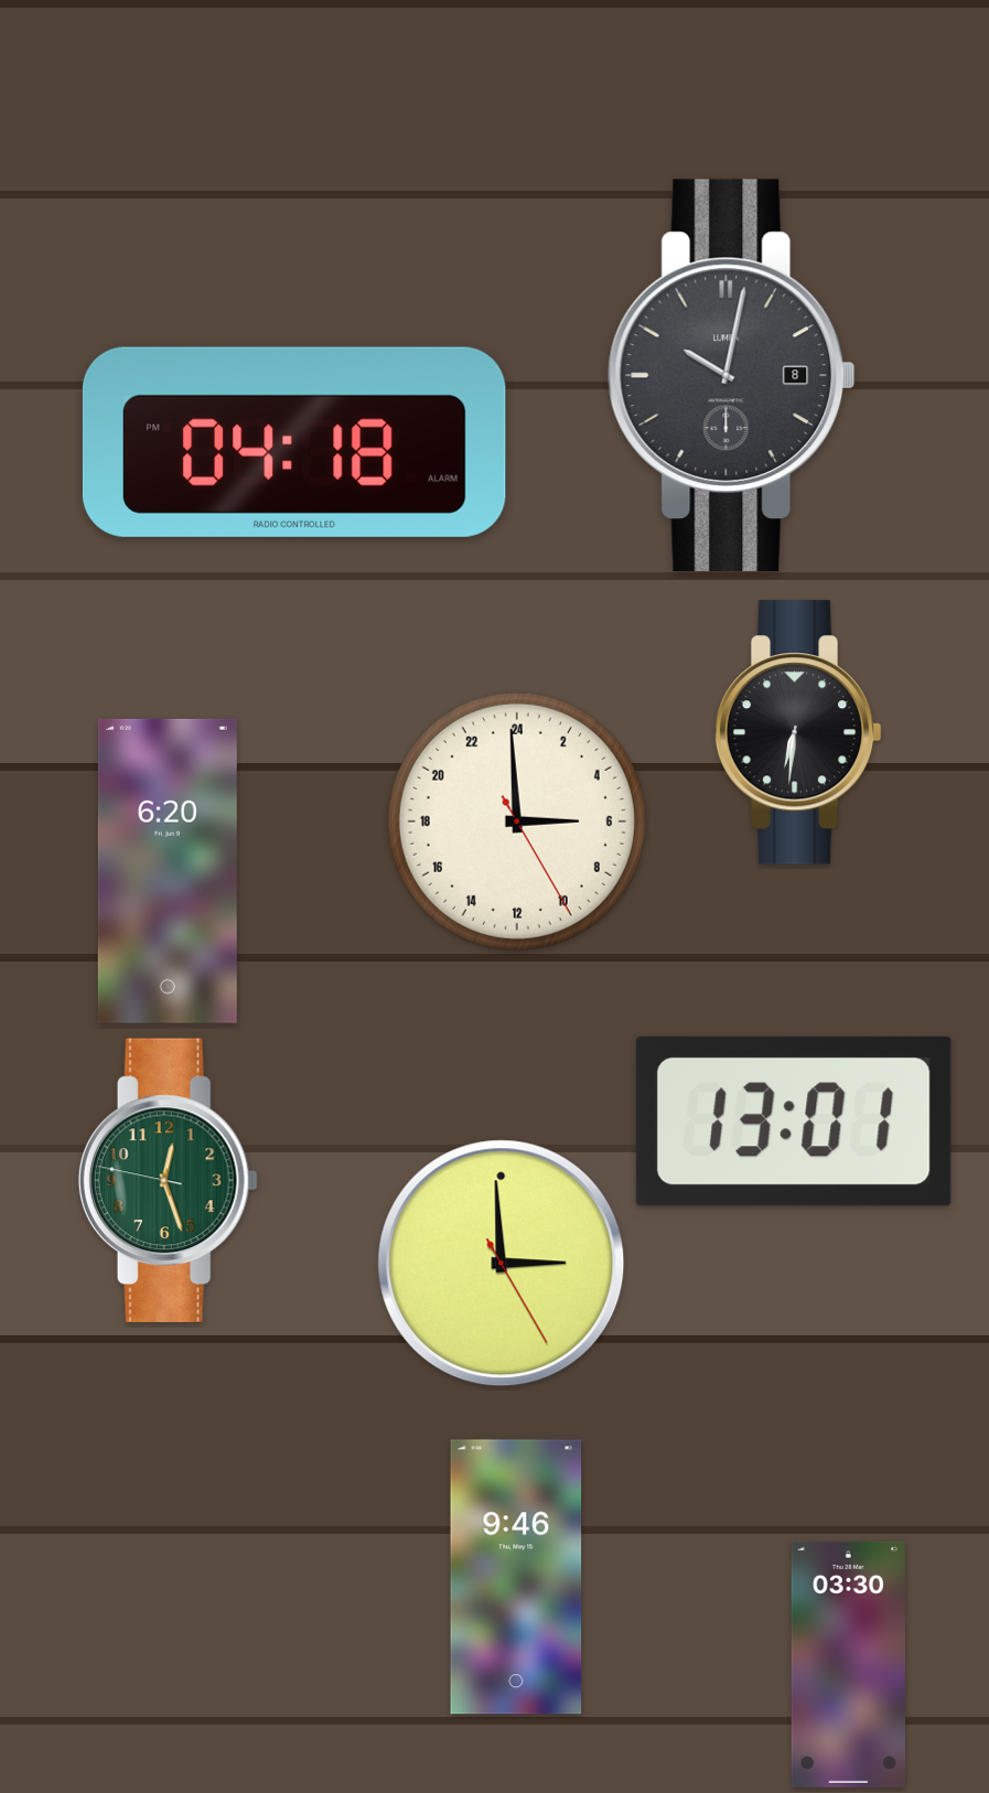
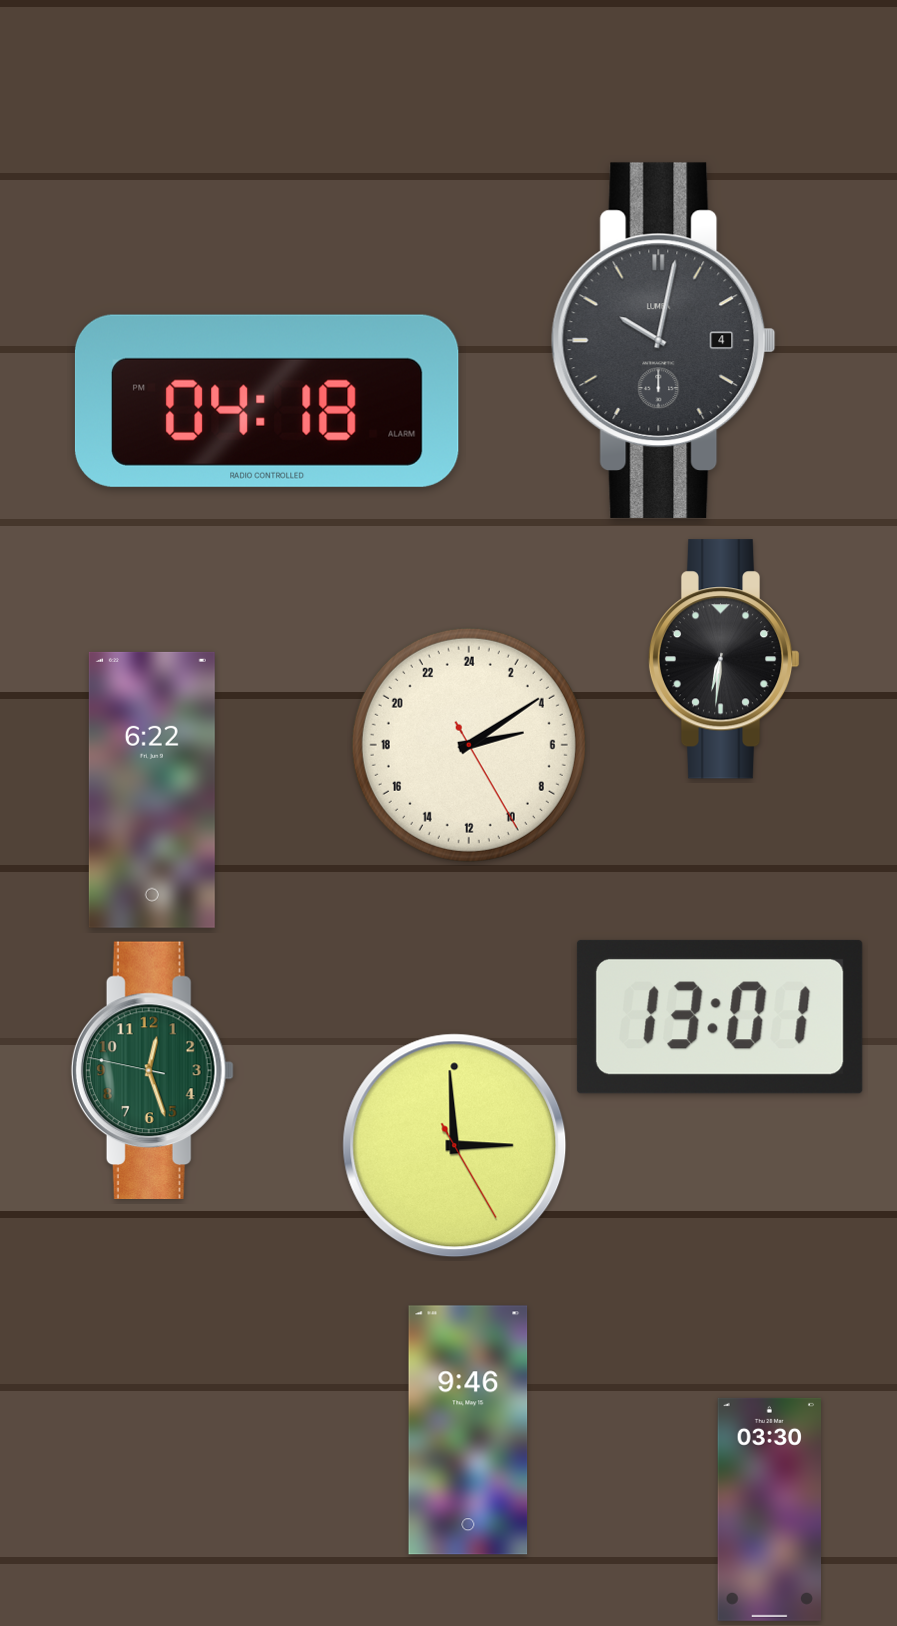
clock at (731, 375) date: 8 -> 4
clock at (798, 732) position: (798, 732) -> (724, 659)
clock at (517, 822): 5:59 -> 5:09
clock at (168, 871): 6:20 -> 6:22
